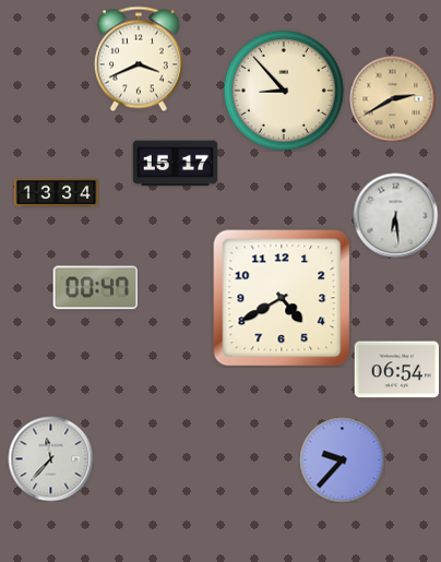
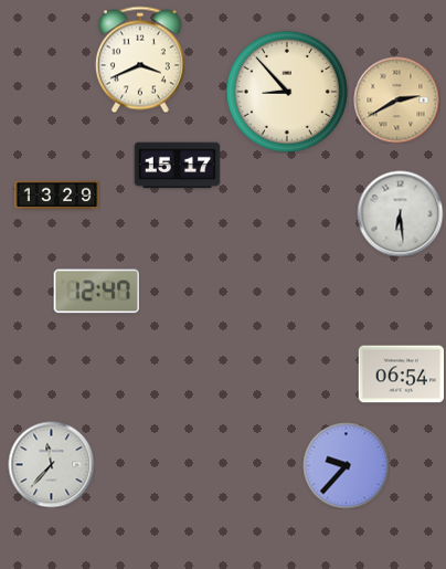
clock at (56, 193): 13:34 -> 13:29
clock at (395, 215) position: (395, 215) -> (400, 213)
clock at (95, 288): 00:47 -> 12:47
clock at (282, 298): 4:40 -> none
